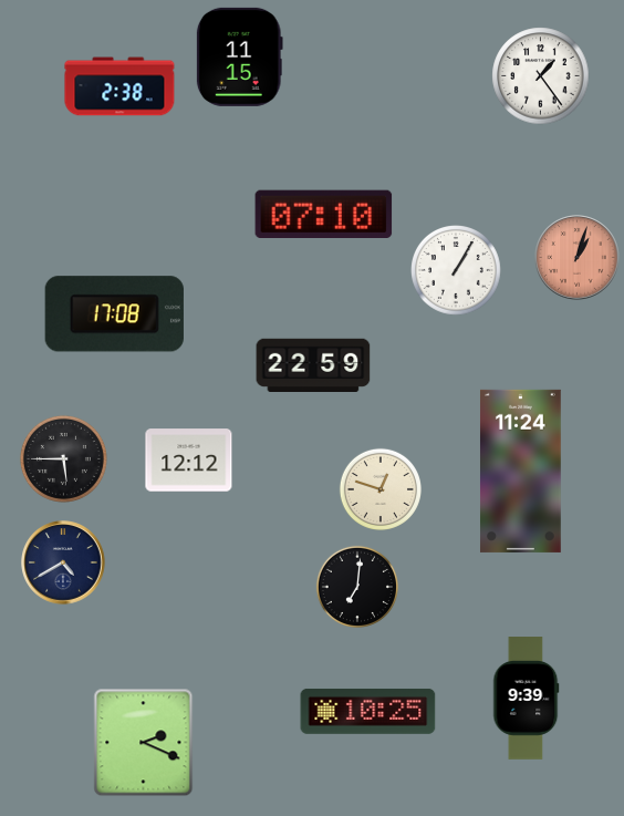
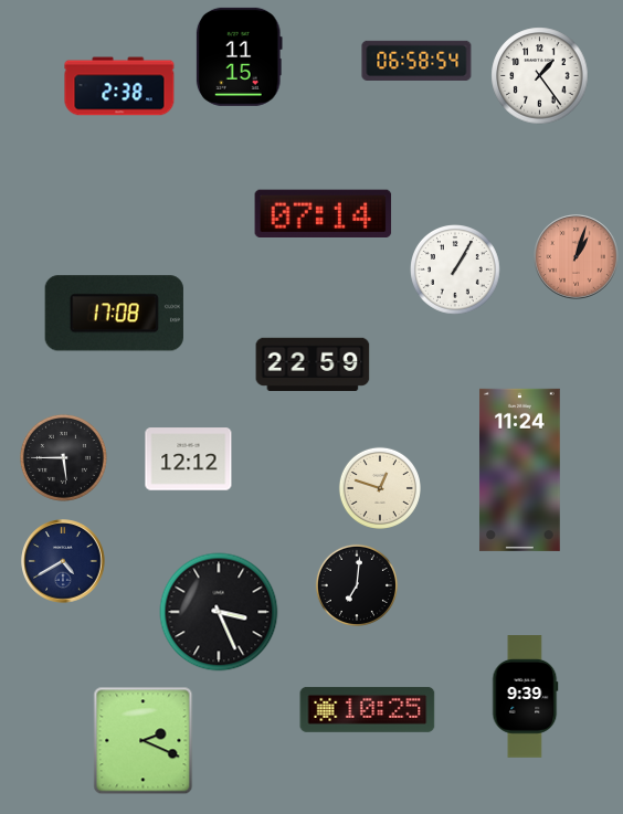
clock at (416, 61): none -> 06:58
clock at (324, 214): 07:10 -> 07:14
clock at (219, 612): none -> 3:26
